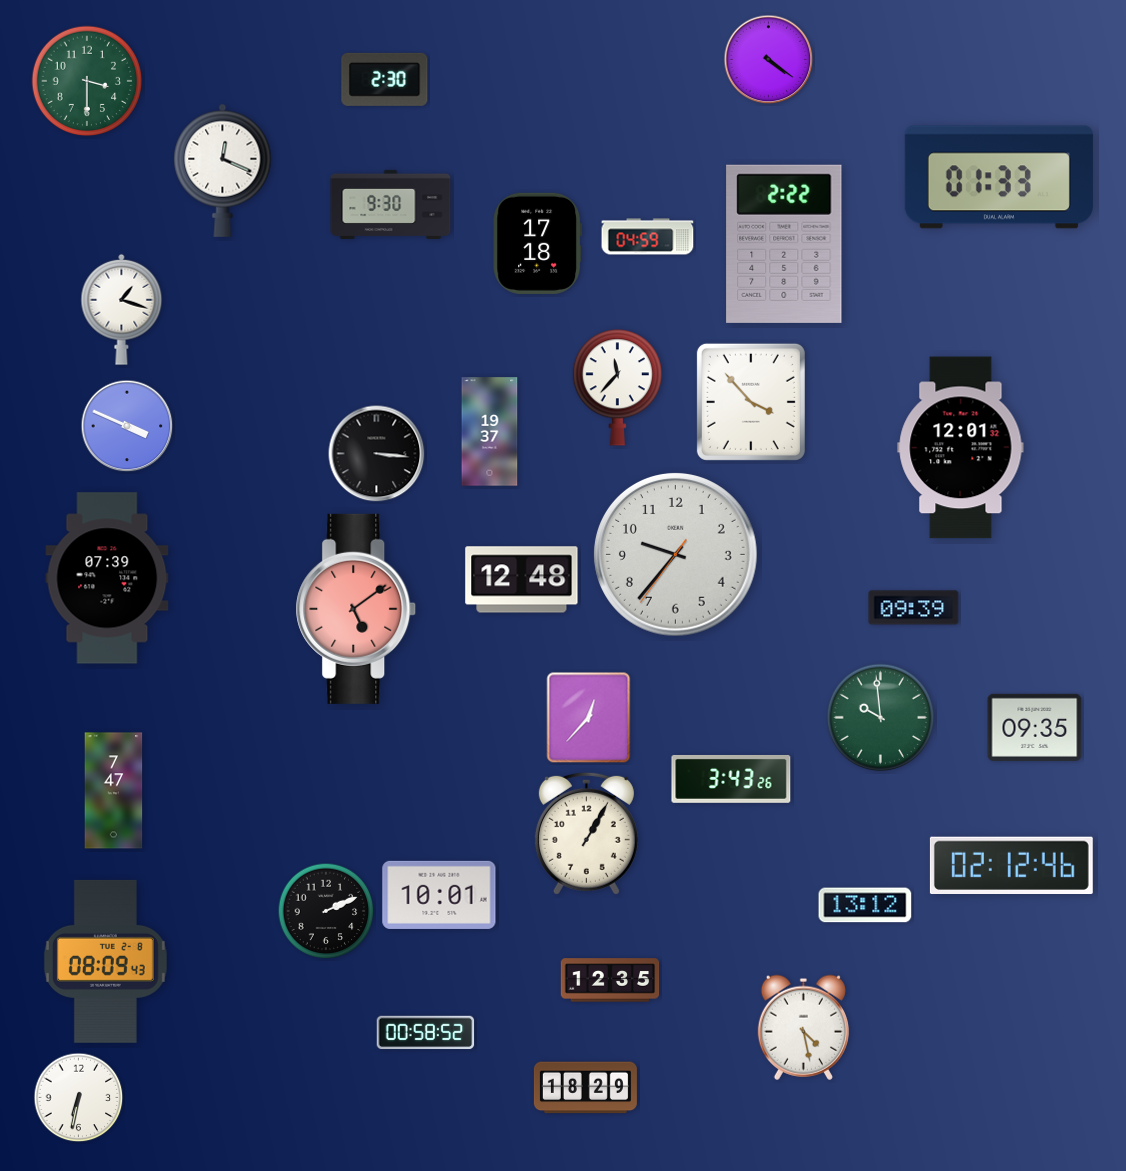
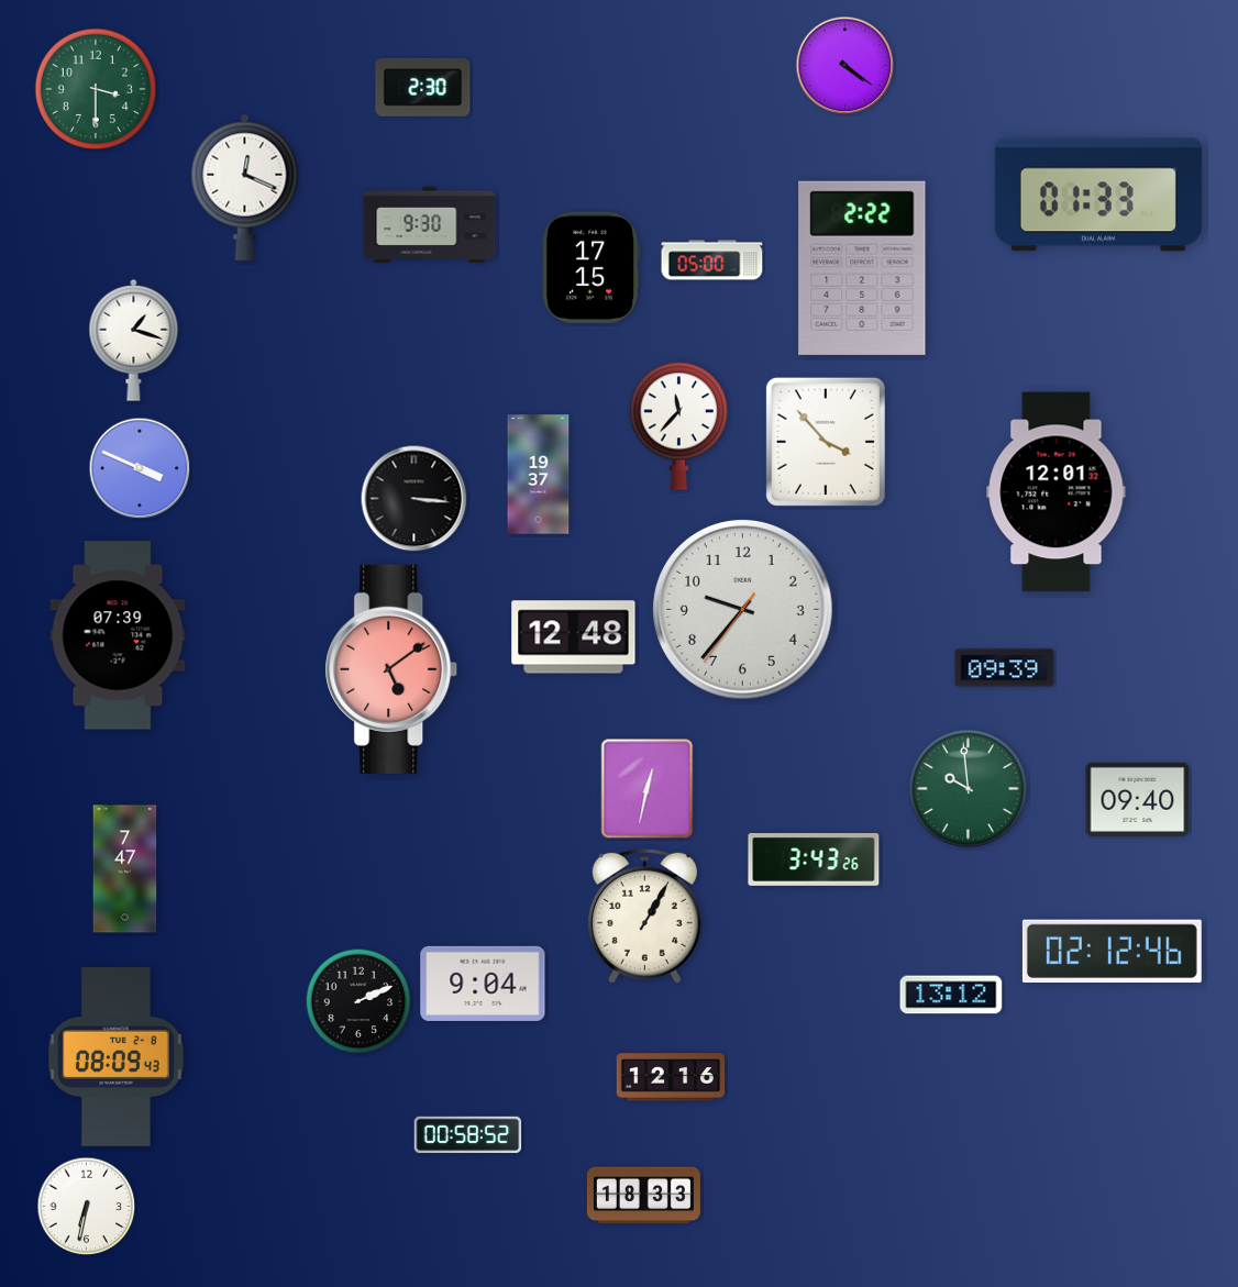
clock at (648, 237): 04:59 -> 05:00
clock at (537, 243): 17:18 -> 17:15
clock at (589, 718): 12:37 -> 12:32
clock at (1035, 727): 09:35 -> 09:40
clock at (731, 779) position: (731, 779) -> (814, 859)
clock at (439, 895): 10:01 -> 9:04
clock at (610, 980): 12:35 -> 12:16
clock at (803, 1027): 4:28 -> none
clock at (585, 1088): 18:29 -> 18:33
